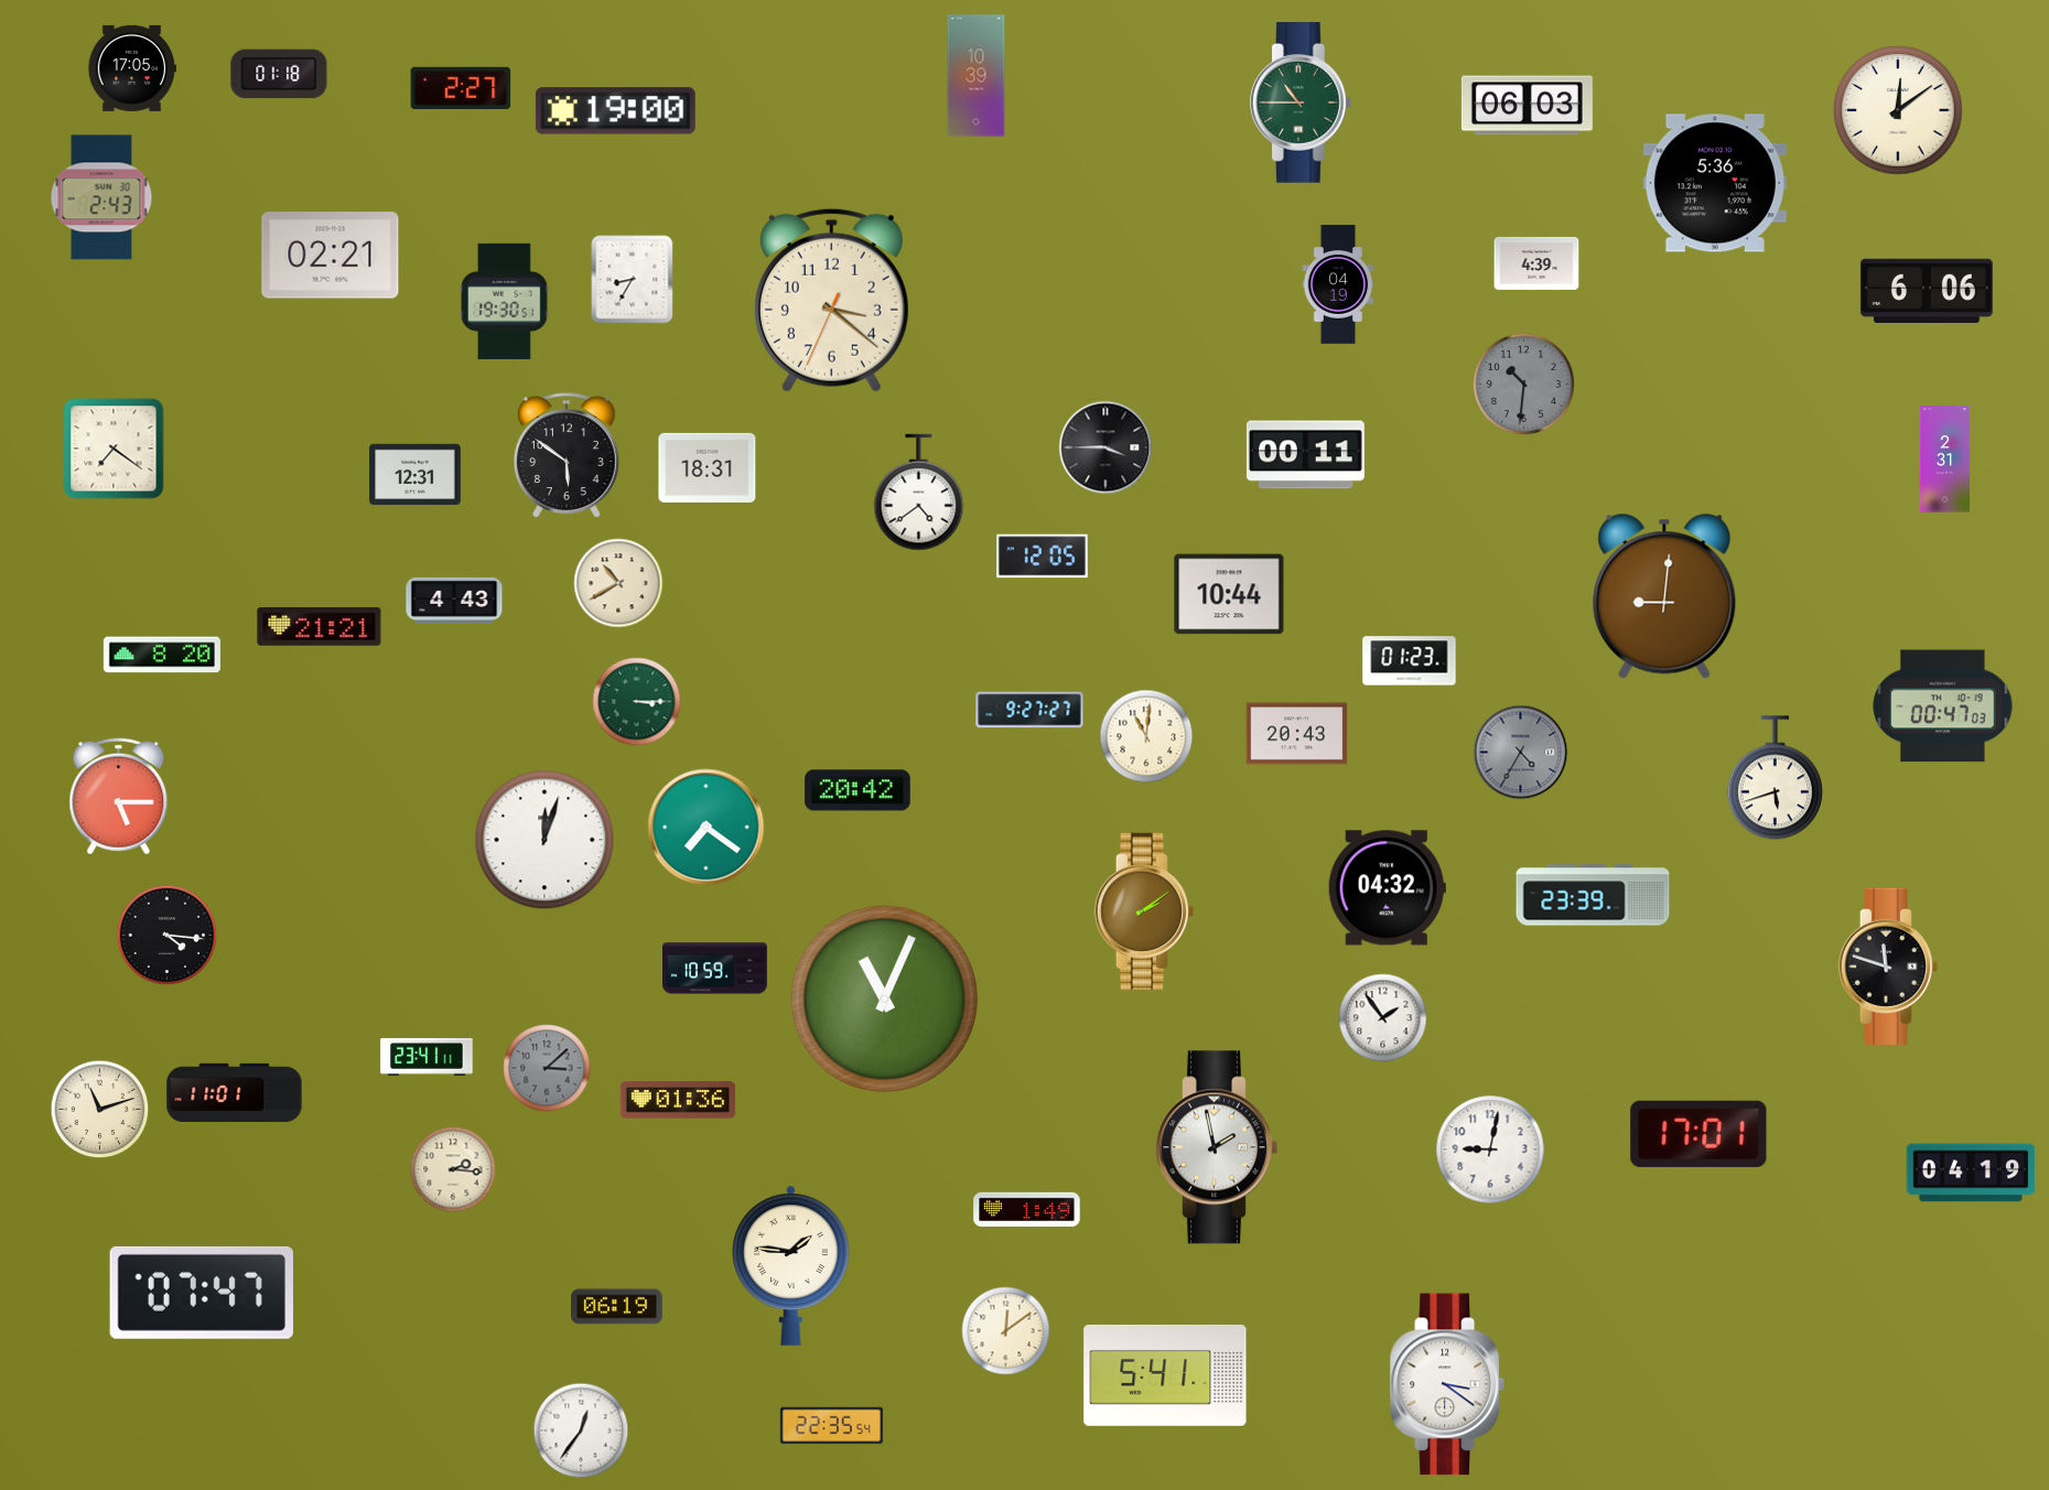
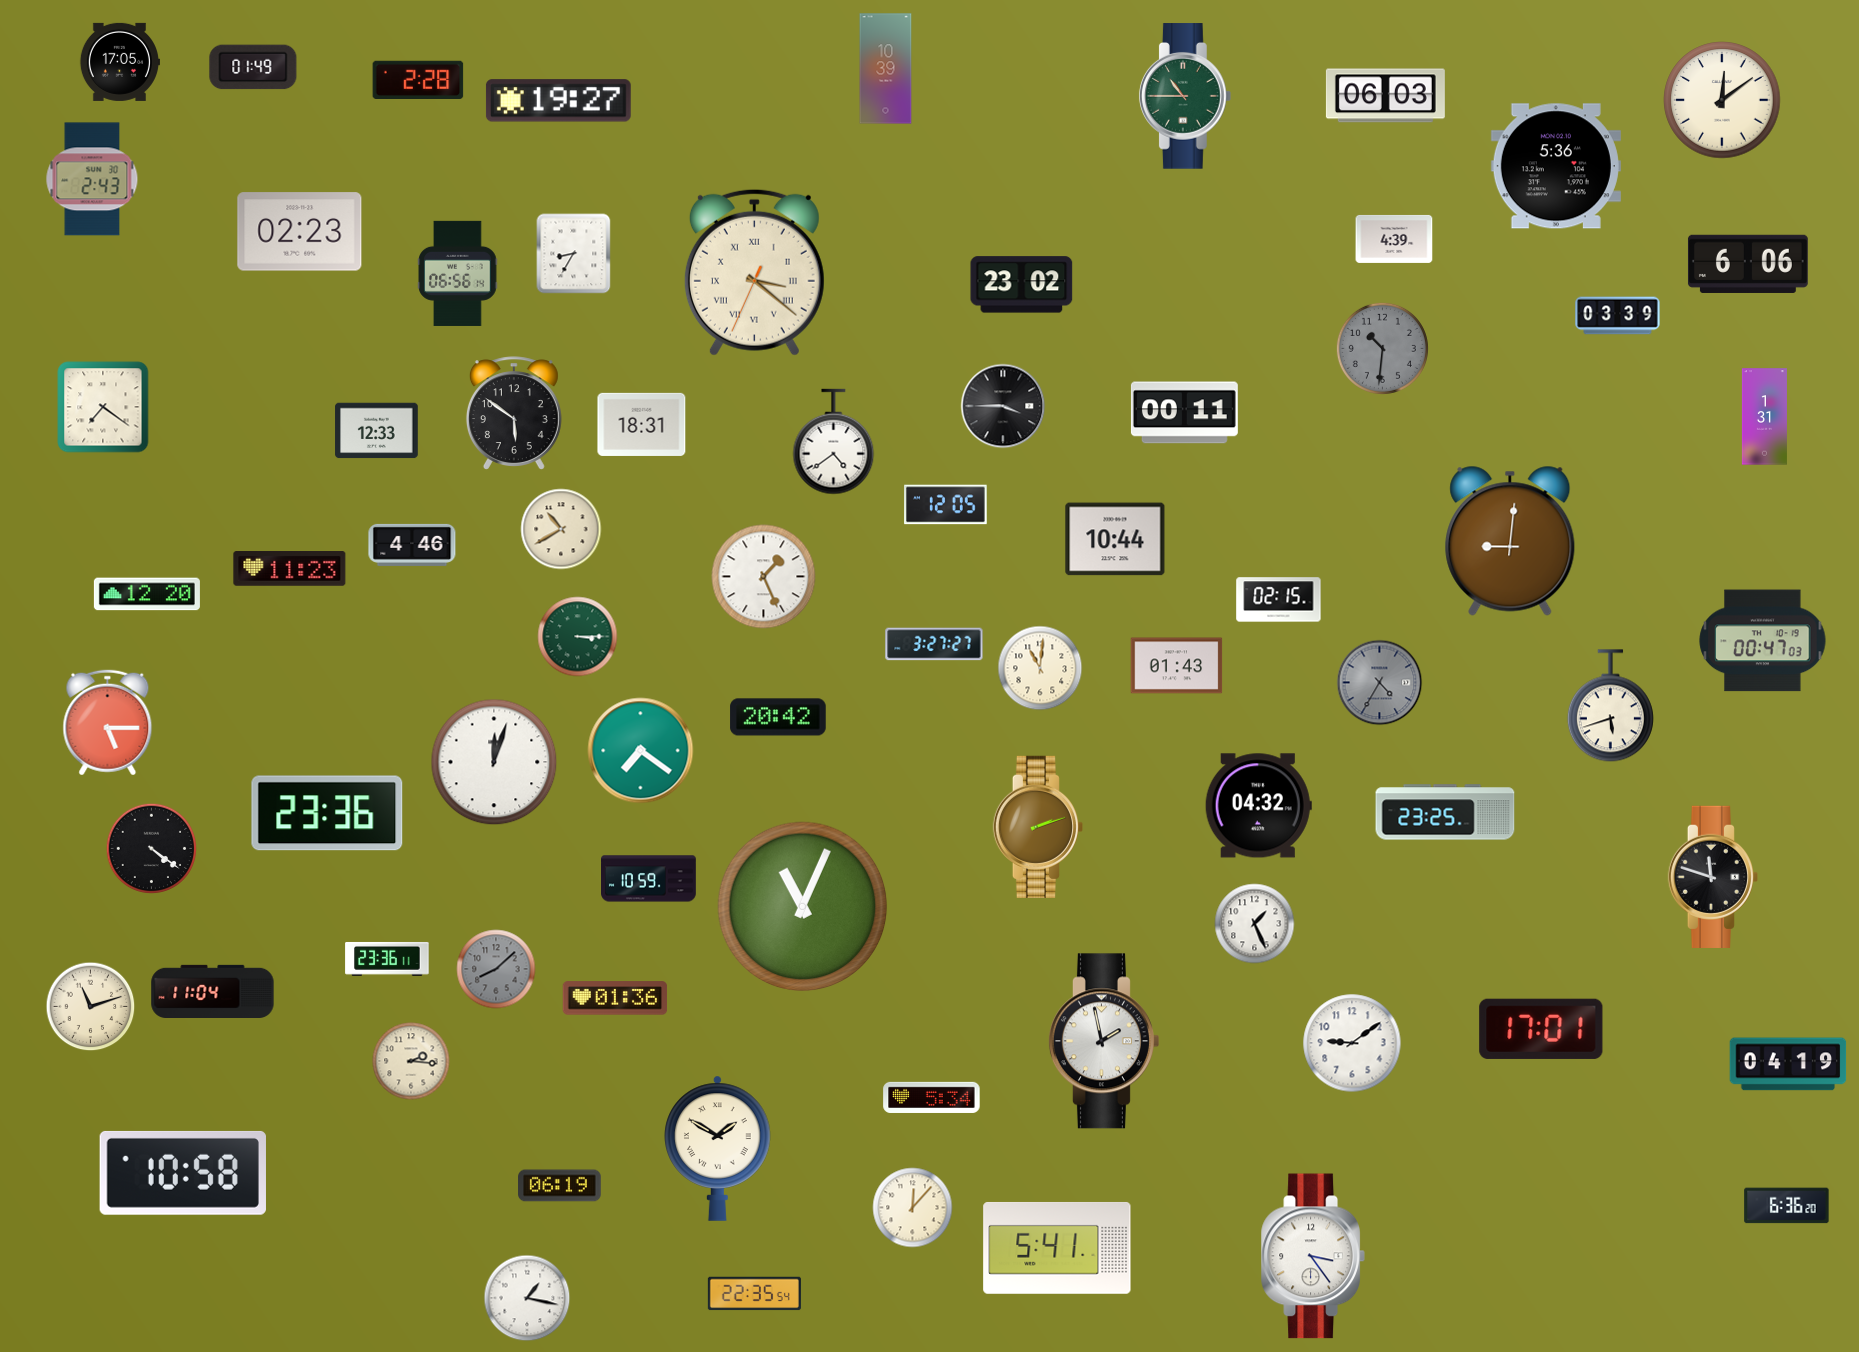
clock at (279, 74): 01:18 -> 01:49
clock at (461, 87): 2:27 -> 2:28
clock at (1301, 102) position: (1301, 102) -> (1185, 96)
clock at (615, 111): 19:00 -> 19:27
clock at (331, 256): 02:21 -> 02:23
clock at (1338, 284): 04:19 -> none
clock at (831, 300) numerals: Arabic -> Roman
clock at (505, 301): 19:30 -> 06:56
clock at (1022, 285): none -> 23:02
clock at (1618, 316): none -> 03:39
clock at (1944, 460): 2:31 -> 1:31
clock at (416, 475): 12:31 -> 12:33
clock at (919, 493) position: (919, 493) -> (834, 442)
clock at (454, 601): 4:43 -> 4:46
clock at (320, 627): 21:21 -> 11:23
clock at (764, 577): none -> 1:26
clock at (162, 655): 8:20 -> 12:20
clock at (1410, 661): 01:23 -> 02:15
clock at (1029, 710): 9:27 -> 3:27
clock at (1297, 734): 20:43 -> 01:43
clock at (1593, 895): 23:39 -> 23:25
clock at (327, 813): none -> 23:36
clock at (1143, 911): 2:09 -> 2:12
clock at (166, 935): 4:16 -> 4:21
clock at (1383, 1018): 1:54 -> 1:26
clock at (427, 1057): 23:41 -> 23:36
clock at (547, 1068): 3:08 -> 8:08
clock at (235, 1092): 11:01 -> 11:04
clock at (1490, 1149): 9:02 -> 9:09
clock at (1027, 1209): 1:49 -> 5:34
clock at (791, 1265): 1:46 -> 1:50
clock at (202, 1293): 07:47 -> 10:58
clock at (1787, 1206): none -> 6:36
clock at (1006, 1331): 12:09 -> 12:07
clock at (1447, 1384): 3:21 -> 3:24
clock at (581, 1430): 12:36 -> 1:17
